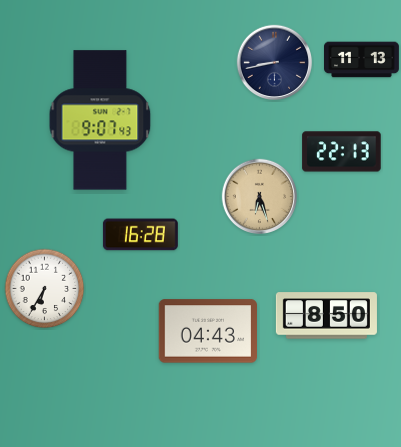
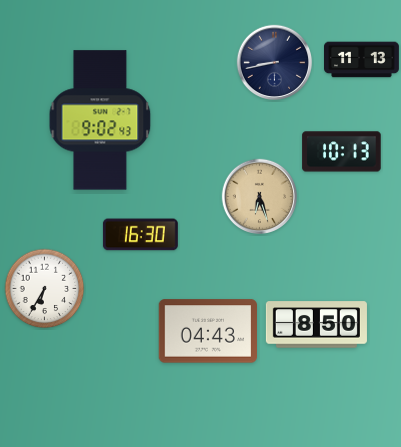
clock at (100, 120): 9:07 -> 9:02
clock at (342, 152): 22:13 -> 10:13
clock at (140, 235): 16:28 -> 16:30
clock at (326, 316) position: (326, 316) -> (316, 325)
